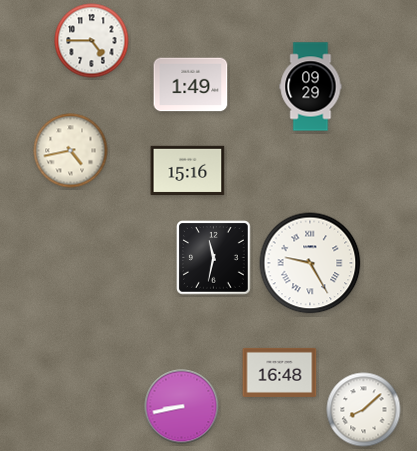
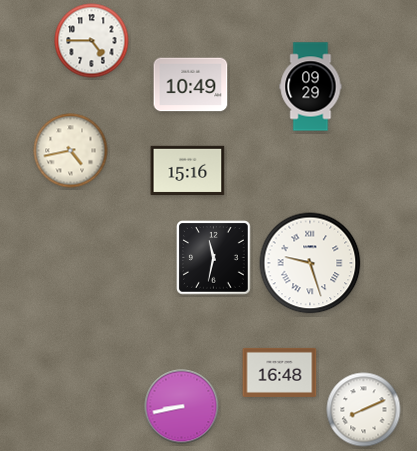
clock at (191, 85): 1:49 -> 10:49
clock at (310, 263): 9:25 -> 9:27
clock at (364, 410): 8:08 -> 8:11
